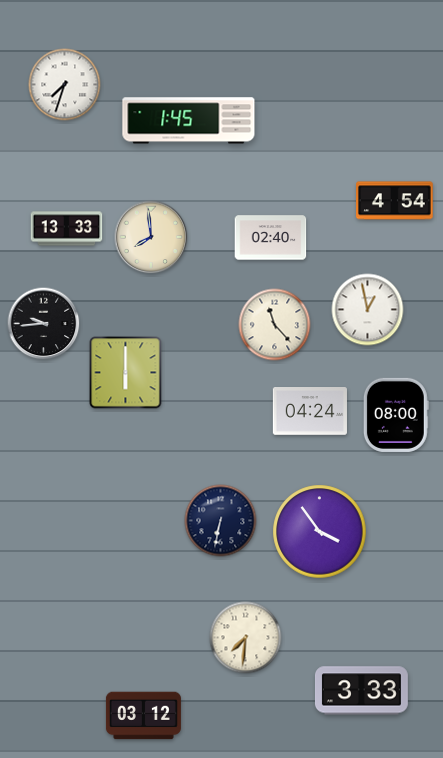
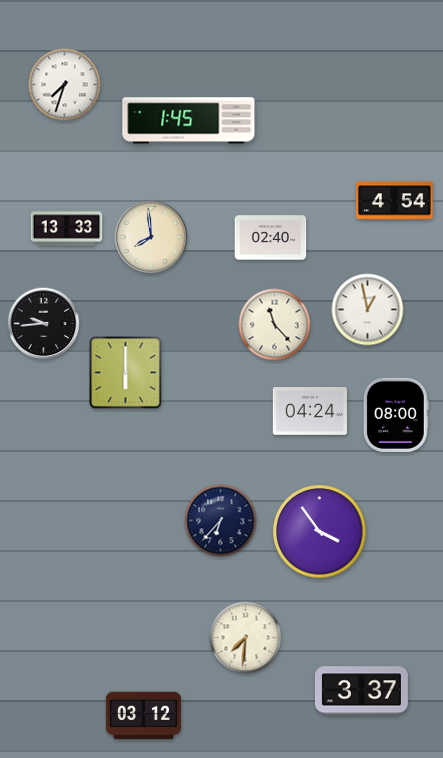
clock at (221, 521): 6:32 -> 6:37
clock at (361, 691): 3:33 -> 3:37
